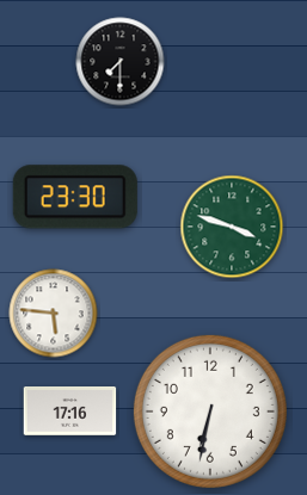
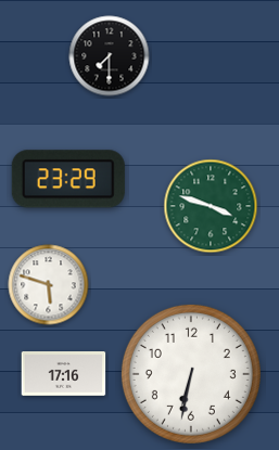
clock at (75, 197): 23:30 -> 23:29
clock at (54, 314): 5:46 -> 5:48
